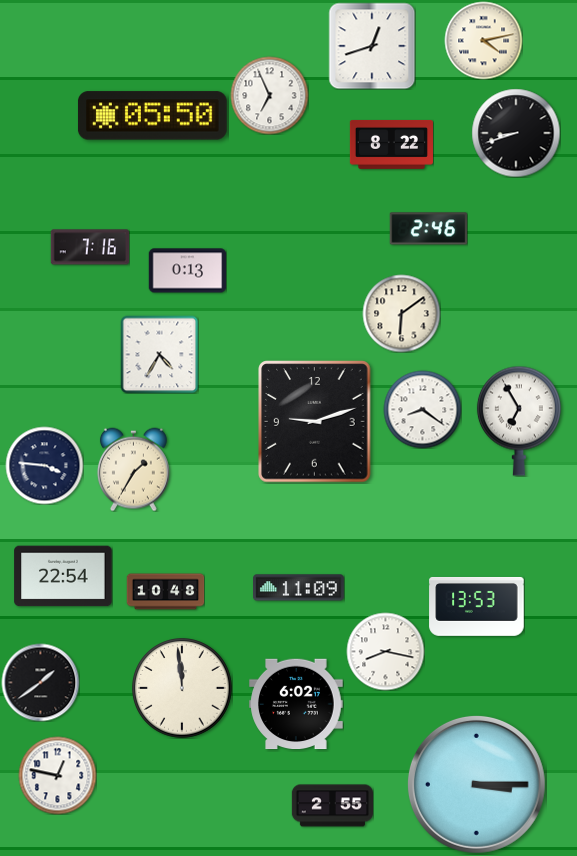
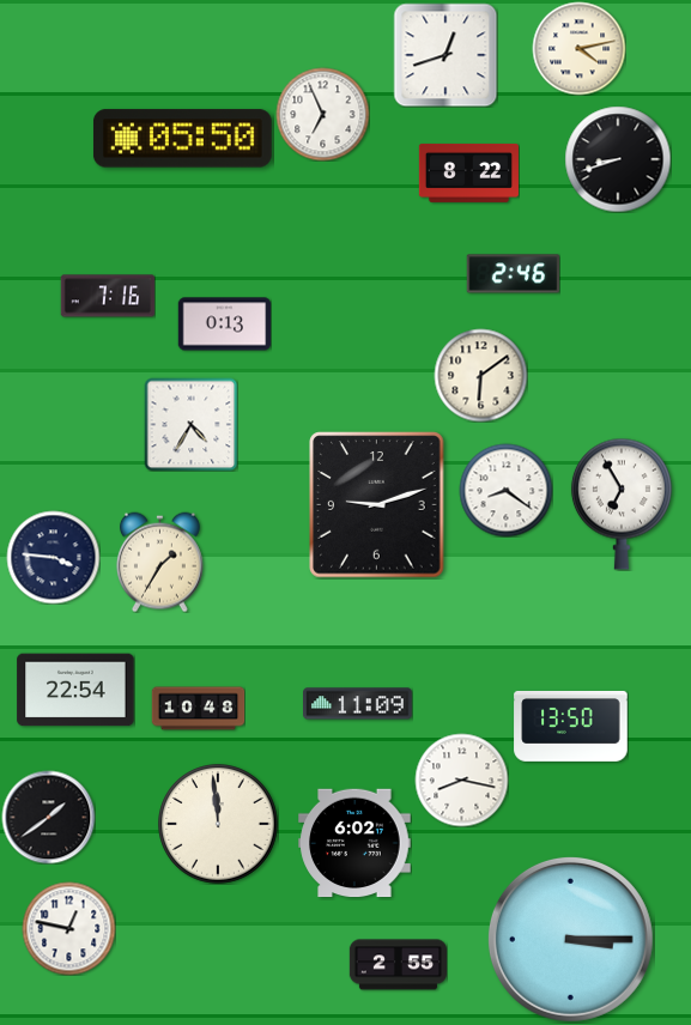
clock at (477, 607): 13:53 -> 13:50
